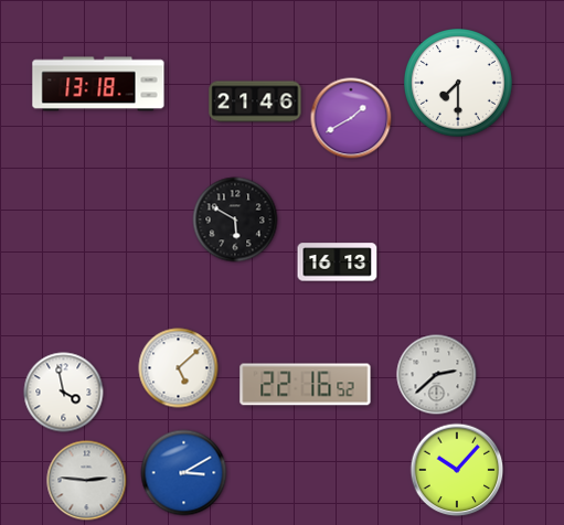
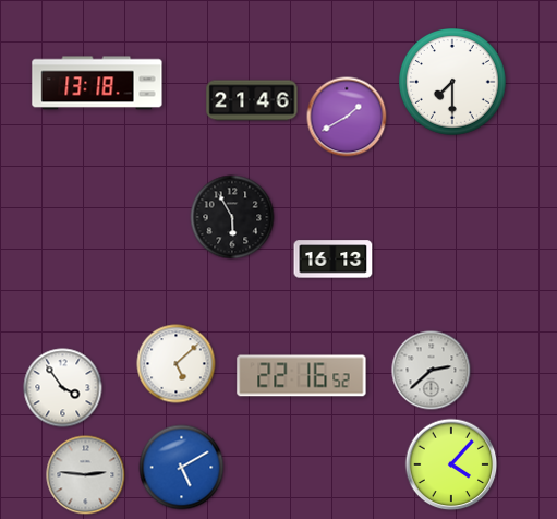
clock at (235, 219): 5:50 -> 5:55
clock at (306, 385) position: (306, 385) -> (302, 376)
clock at (64, 393): 3:58 -> 3:54
clock at (457, 470): 10:07 -> 4:07
clock at (184, 473): 3:10 -> 5:10
